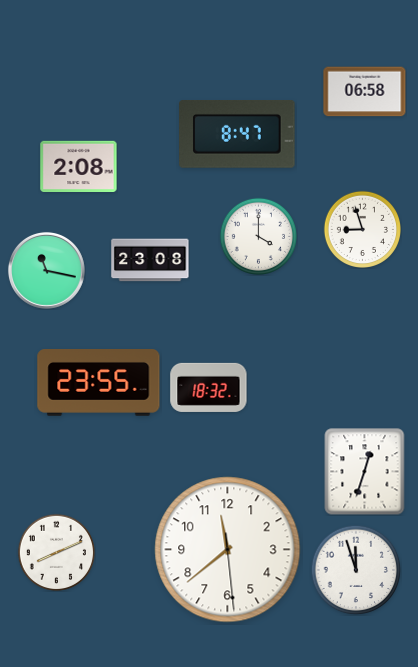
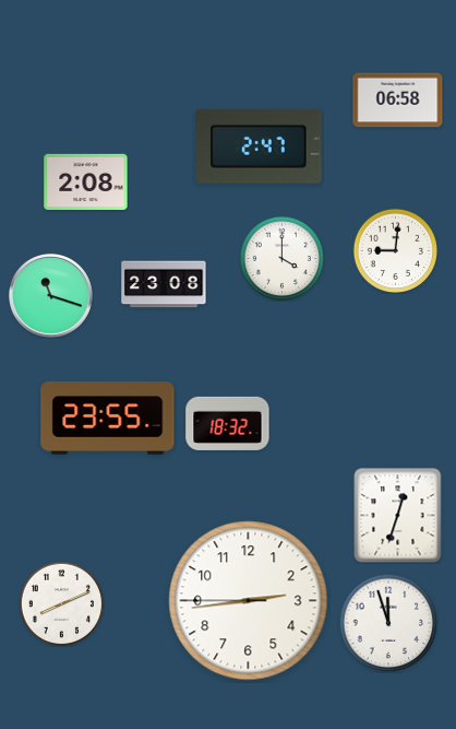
clock at (237, 135): 8:47 -> 2:47
clock at (362, 229): 8:57 -> 9:01
clock at (46, 270): 11:17 -> 11:18
clock at (228, 550): 11:38 -> 2:43
